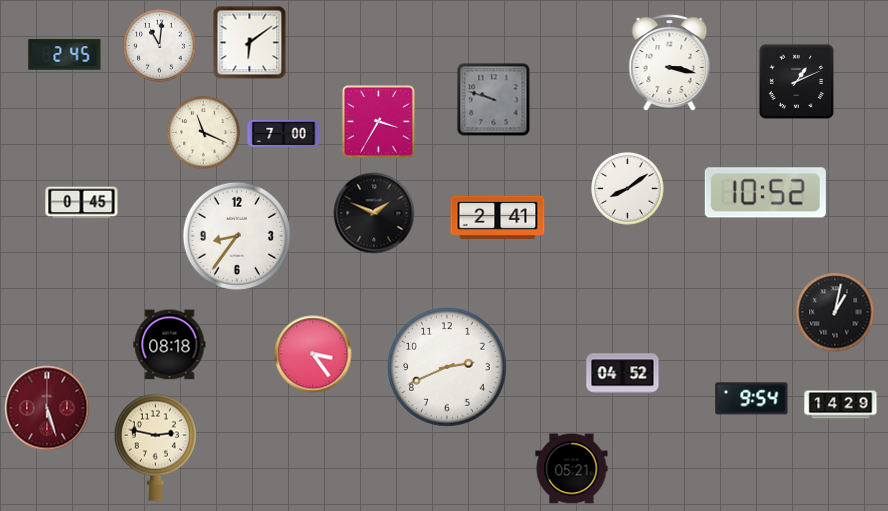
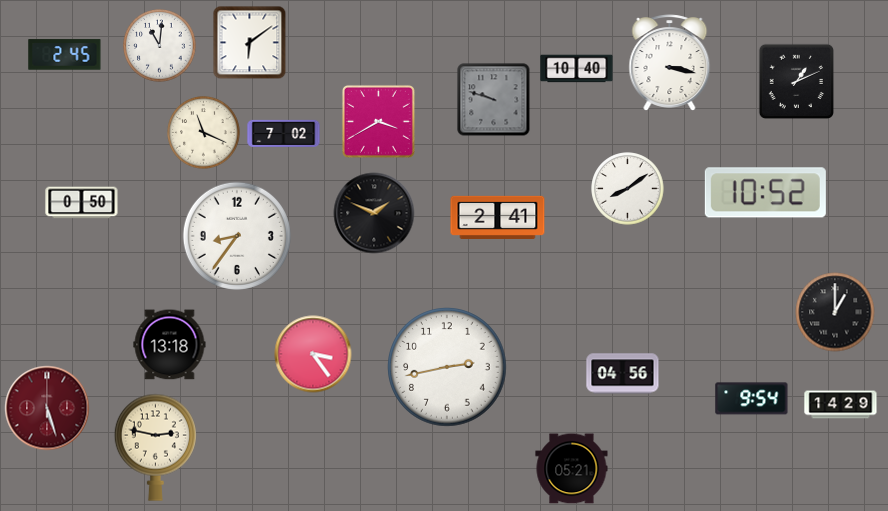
clock at (577, 69): none -> 10:40
clock at (378, 121): 3:35 -> 3:40
clock at (284, 133): 7:00 -> 7:02
clock at (82, 203): 0:45 -> 0:50
clock at (835, 312): 1:02 -> 1:00
clock at (170, 345): 08:18 -> 13:18
clock at (447, 367): 2:41 -> 2:43
clock at (623, 374): 04:52 -> 04:56
